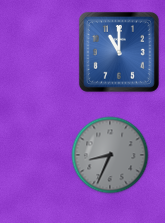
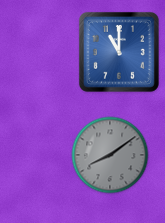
clock at (110, 155): 8:34 -> 8:09
